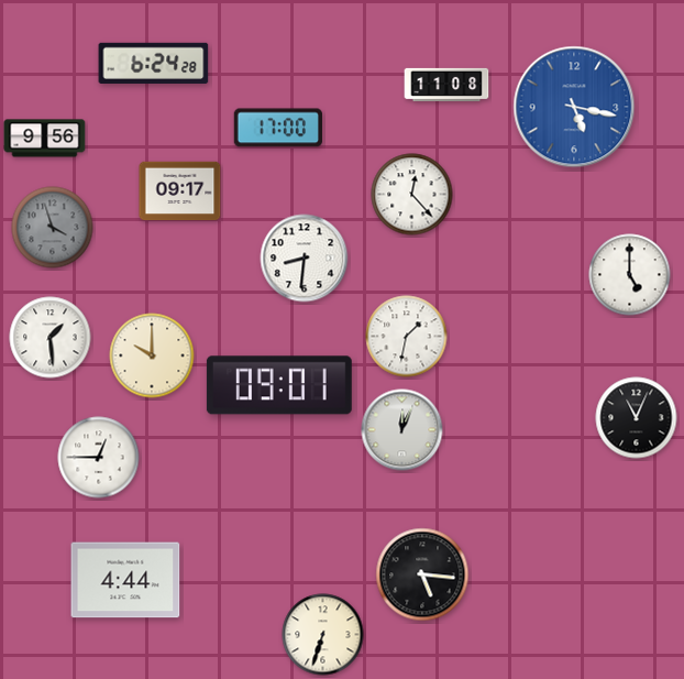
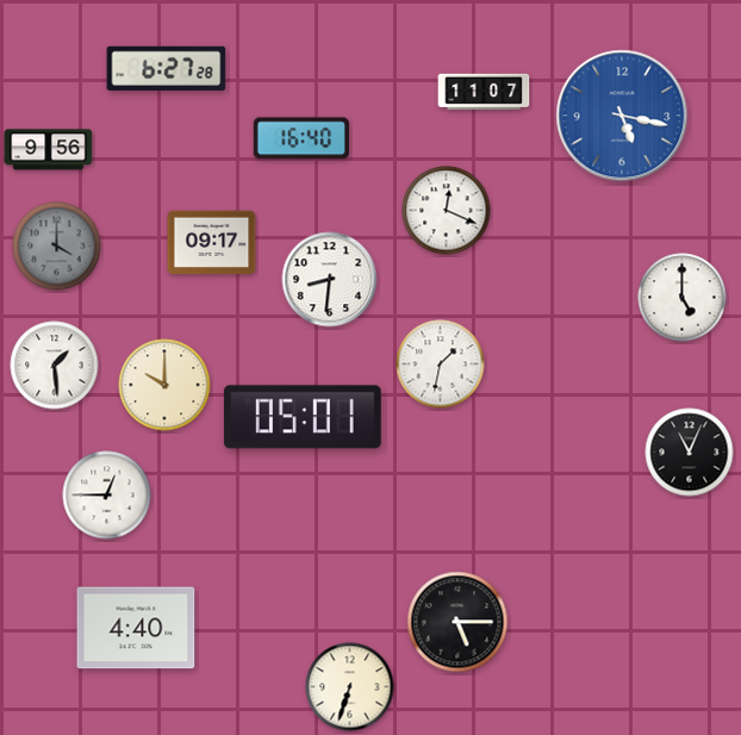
clock at (154, 63): 6:24 -> 6:27
clock at (446, 84): 11:08 -> 11:07
clock at (278, 128): 17:00 -> 16:40
clock at (180, 191) position: (180, 191) -> (212, 243)
clock at (412, 195): 12:23 -> 12:19
clock at (53, 228): 3:57 -> 4:00
clock at (279, 385): 09:01 -> 05:01
clock at (402, 430): 12:04 -> none
clock at (422, 574): 5:16 -> 5:15
clock at (125, 580): 4:44 -> 4:40
